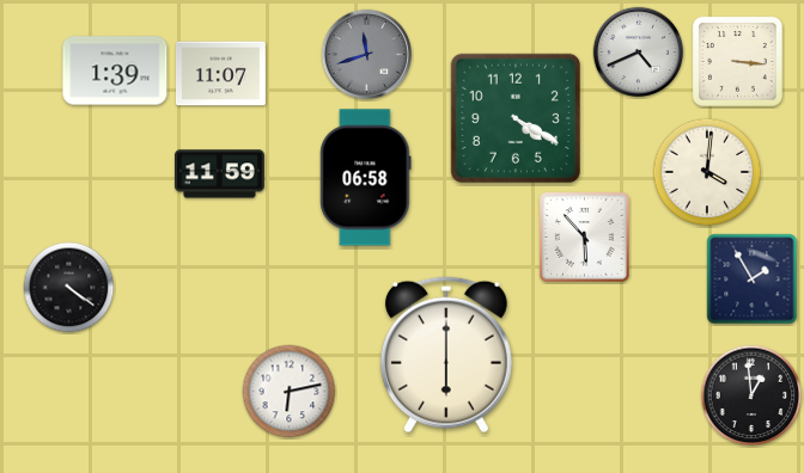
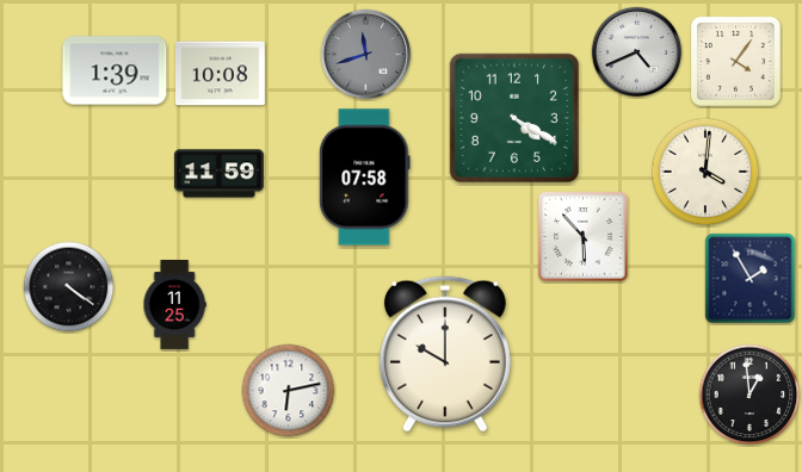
clock at (737, 61): 3:16 -> 4:06
clock at (220, 74): 11:07 -> 10:08
clock at (366, 178): 06:58 -> 07:58
clock at (174, 305): none -> 11:25
clock at (446, 355): 6:00 -> 10:00
